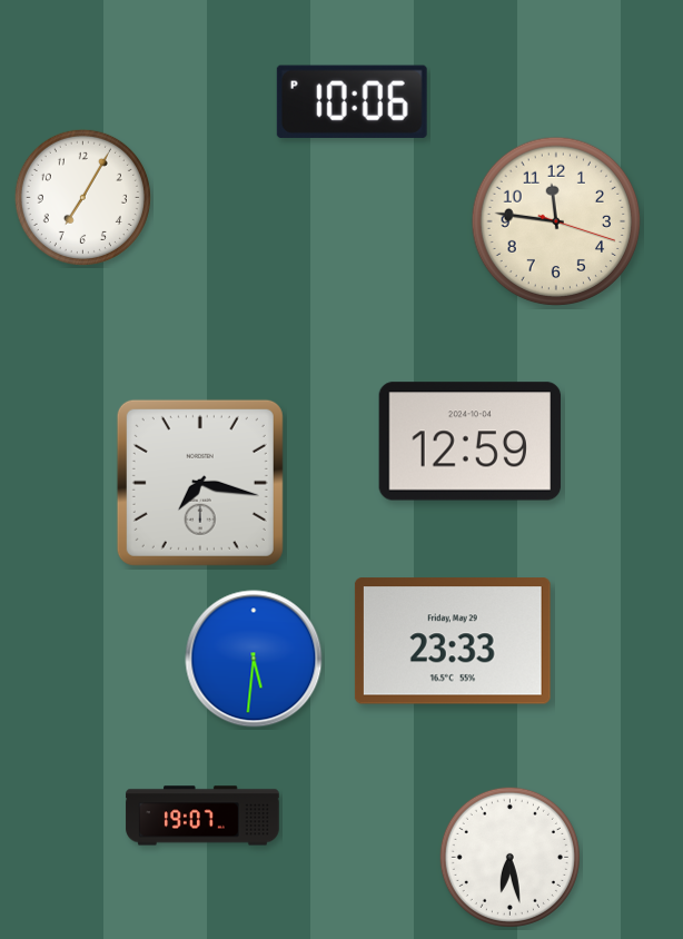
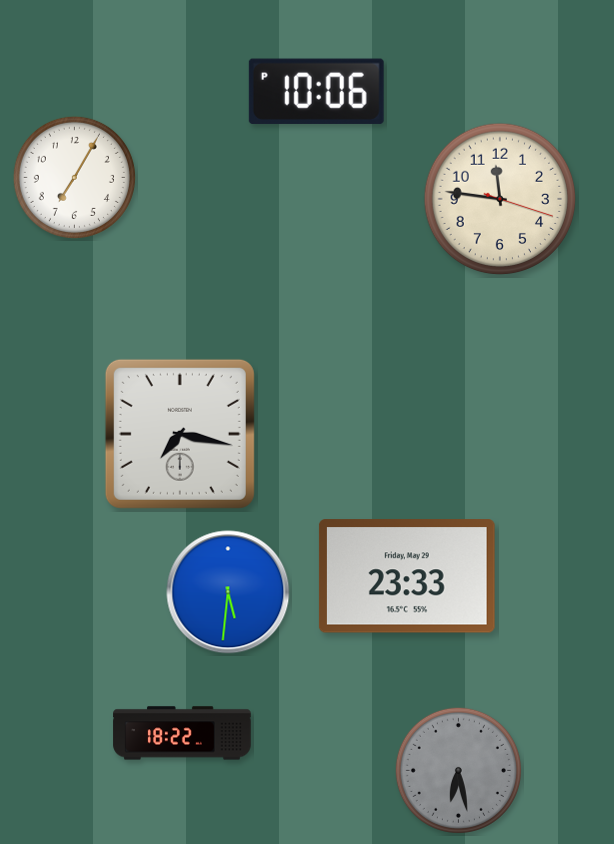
clock at (469, 442): 12:59 -> none
clock at (202, 816): 19:07 -> 18:22
clock at (509, 857) dial: white -> grey
